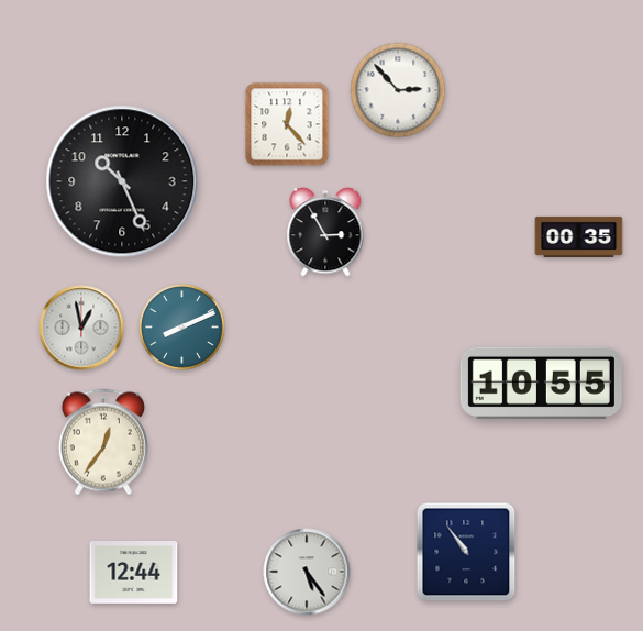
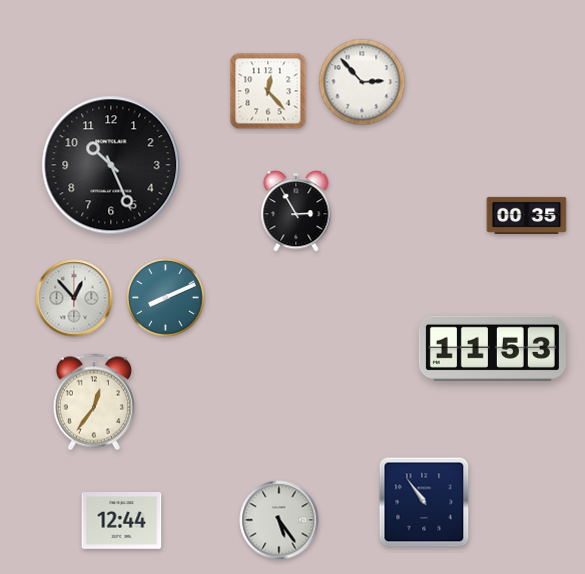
clock at (287, 124) position: (287, 124) -> (268, 91)
clock at (81, 328): 12:58 -> 12:53
clock at (541, 383): 10:55 -> 11:53
